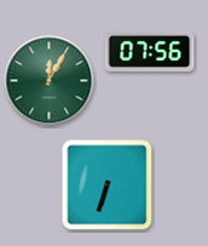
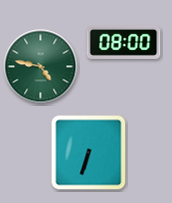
clock at (150, 51): 07:56 -> 08:00
clock at (50, 81): 12:05 -> 4:47
